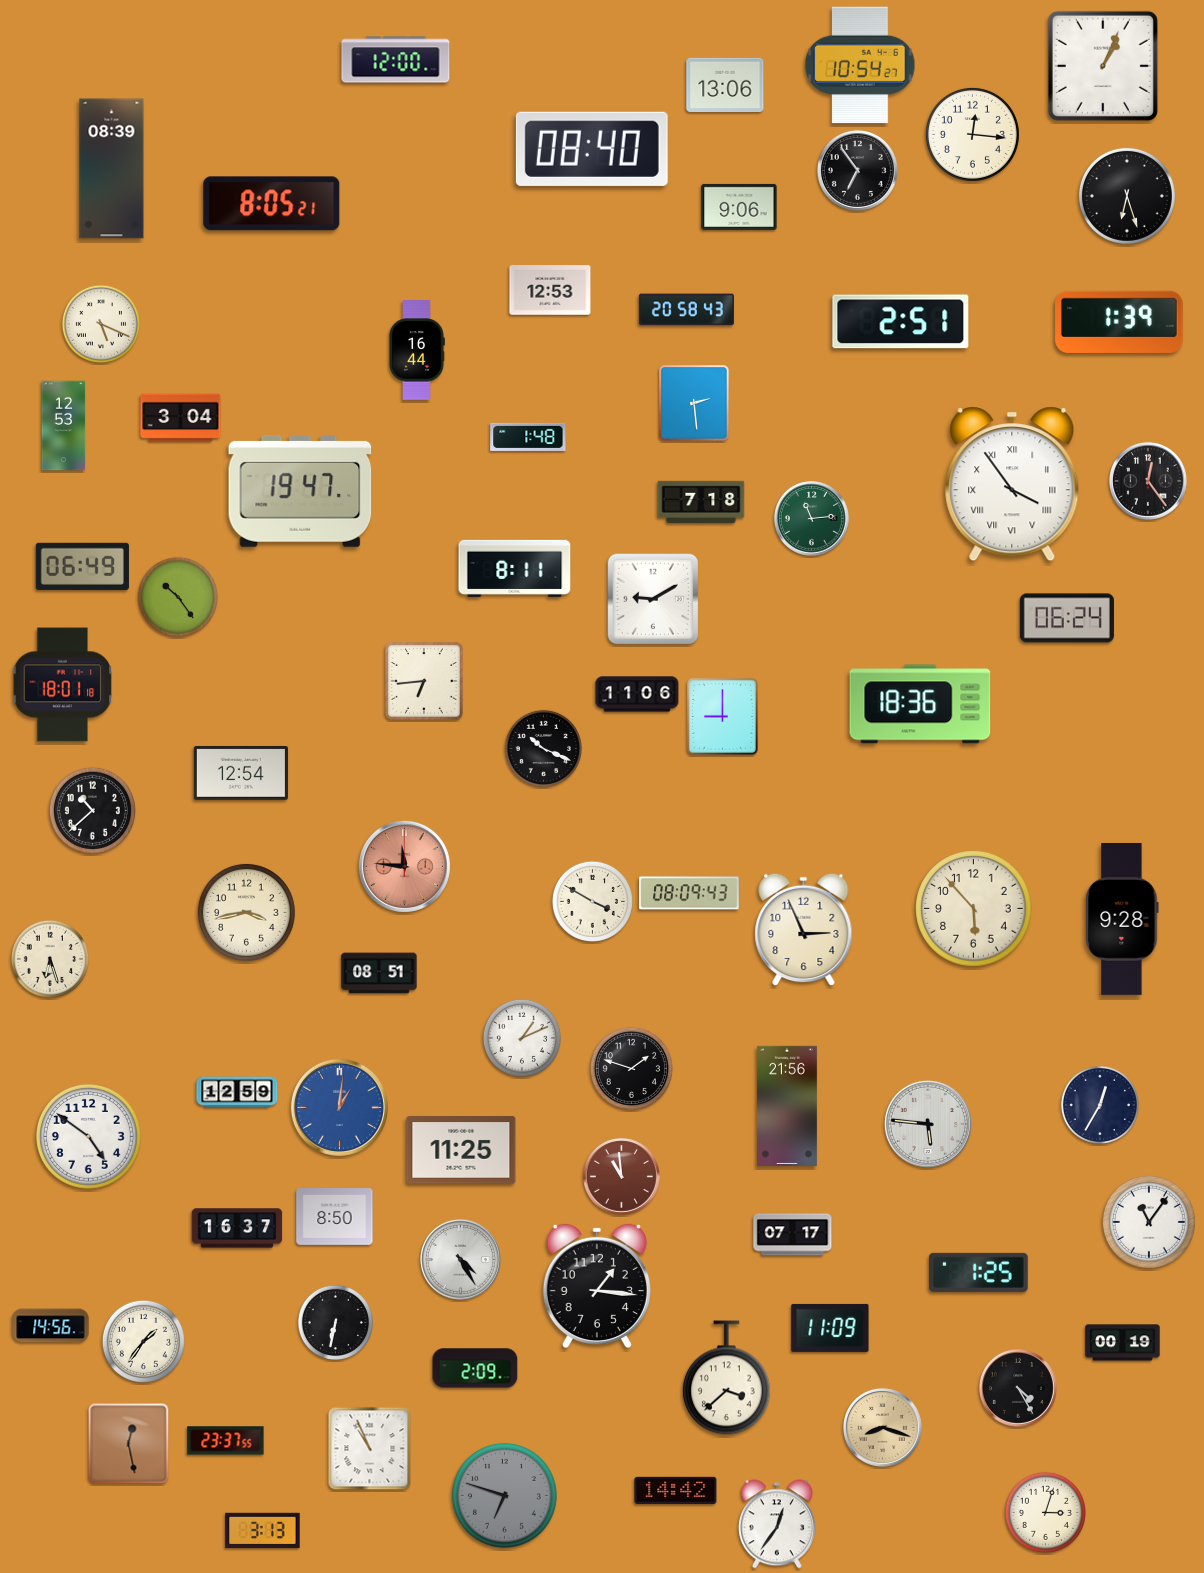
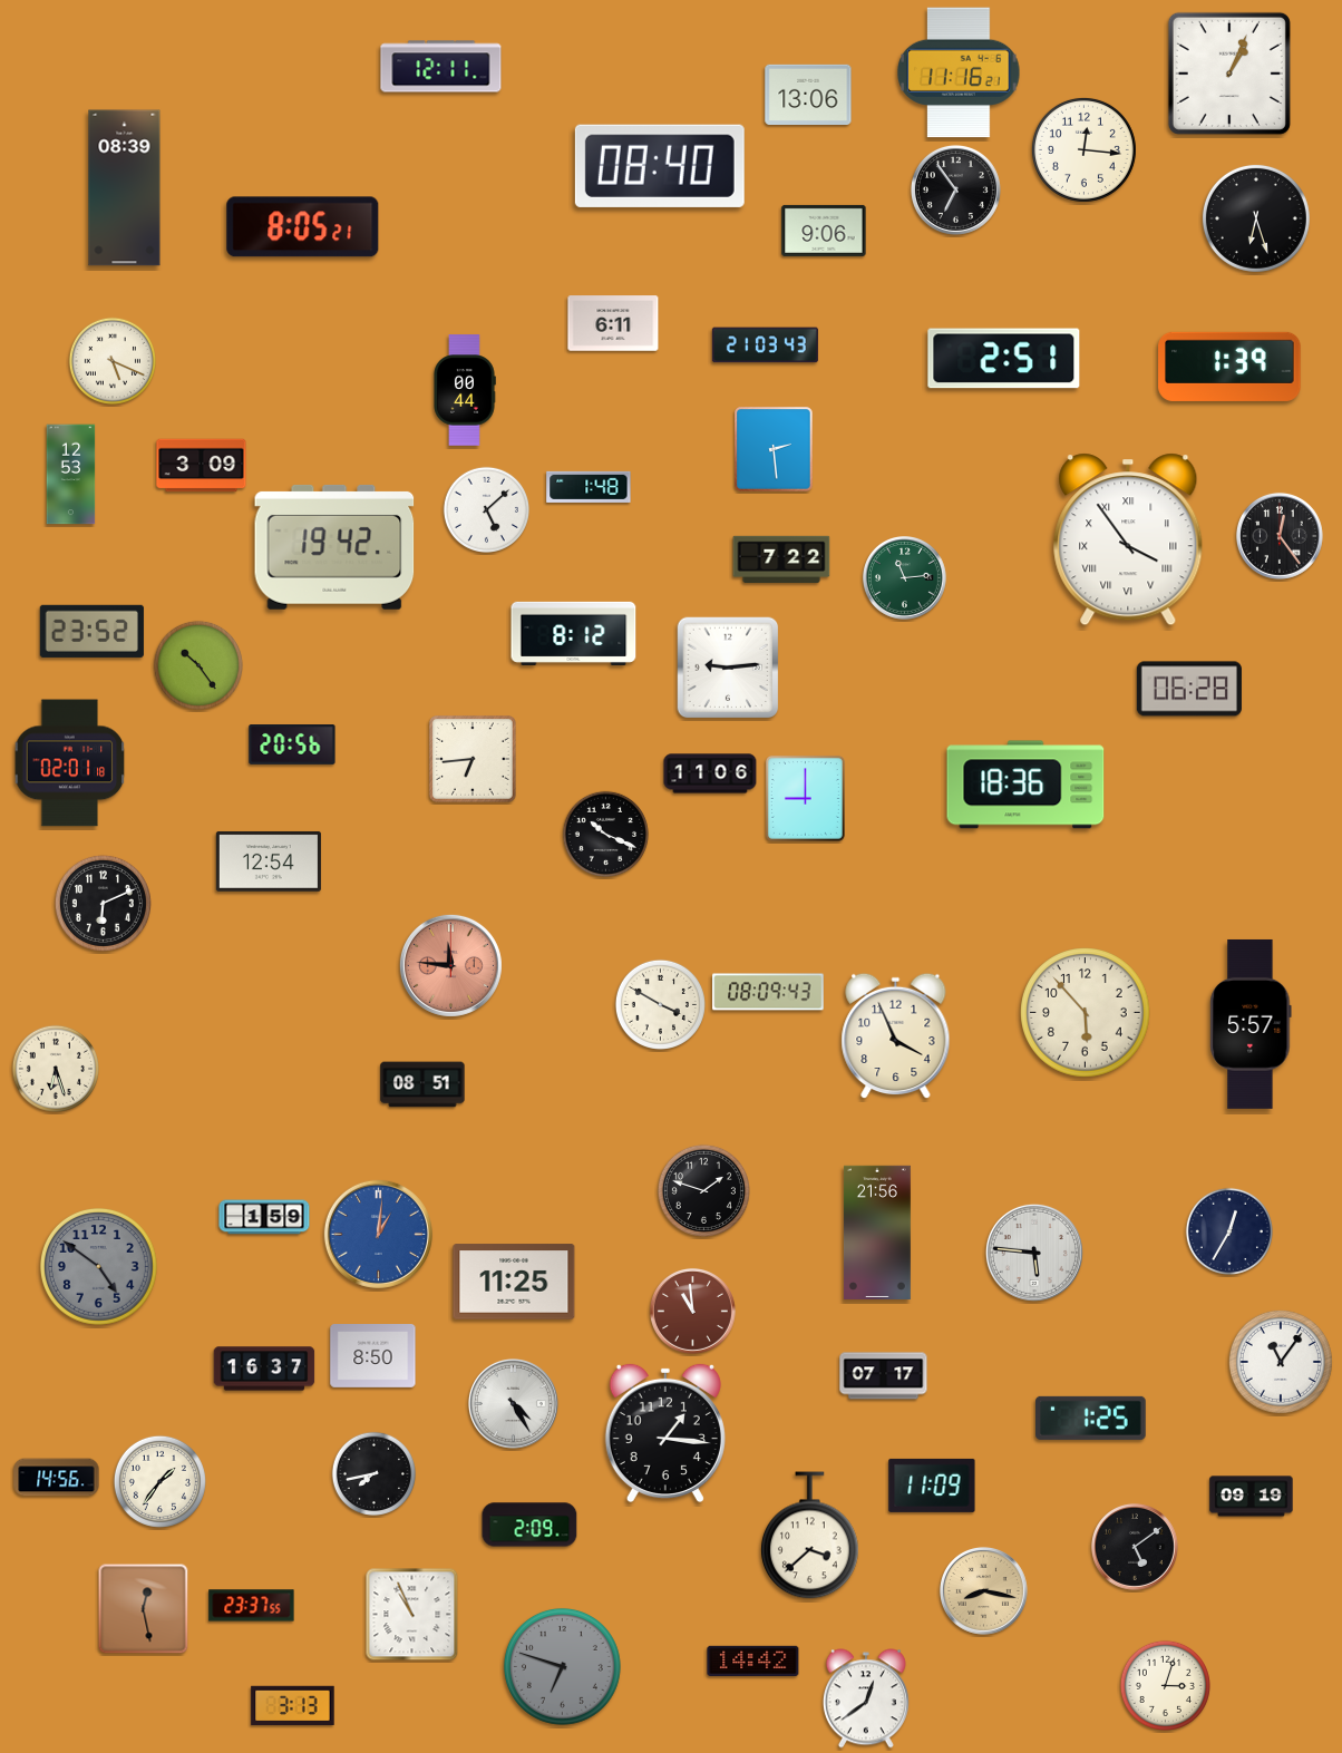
clock at (396, 60): 12:00 -> 12:11
clock at (860, 65): 10:54 -> 11:16
clock at (550, 290): 12:53 -> 6:11
clock at (686, 310): 20:58 -> 21:03
clock at (1119, 322) position: (1119, 322) -> (1229, 367)
clock at (417, 350): 16:44 -> 00:44
clock at (181, 418): 3:04 -> 3:09
clock at (486, 509): none -> 5:08
clock at (300, 491): 19:47 -> 19:42
clock at (701, 502): 7:18 -> 7:22
clock at (82, 566): 06:49 -> 23:52
clock at (515, 568): 8:11 -> 8:12
clock at (653, 599): 9:10 -> 9:14
clock at (1067, 618): 06:24 -> 06:28
clock at (292, 746): none -> 20:56
clock at (63, 685): 18:01 -> 02:01
clock at (92, 810): 10:38 -> 6:11
clock at (689, 893) position: (689, 893) -> (768, 992)
clock at (246, 912): 3:43 -> none
clock at (1122, 919): 9:28 -> 5:57
clock at (804, 930): 2:56 -> 3:56
clock at (522, 1038): 1:11 -> none
clock at (237, 1092): 12:59 -> 1:59
clock at (1100, 1105) position: (1100, 1105) -> (1229, 1231)
clock at (88, 1136) dial: white -> grey
clock at (335, 1322): 6:32 -> 7:43
clock at (830, 1328) position: (830, 1328) -> (932, 1486)
clock at (143, 1341) position: (143, 1341) -> (159, 1481)
clock at (1123, 1343): 00:19 -> 09:19
clock at (1018, 1388): 4:25 -> 5:09
clock at (882, 1427): 8:18 -> 8:17
clock at (777, 1524): 12:36 -> 12:39
